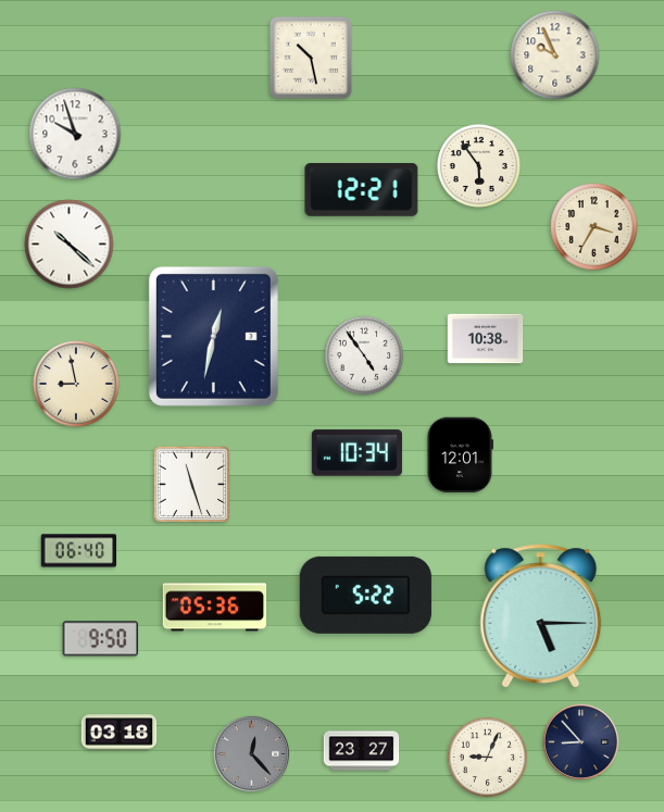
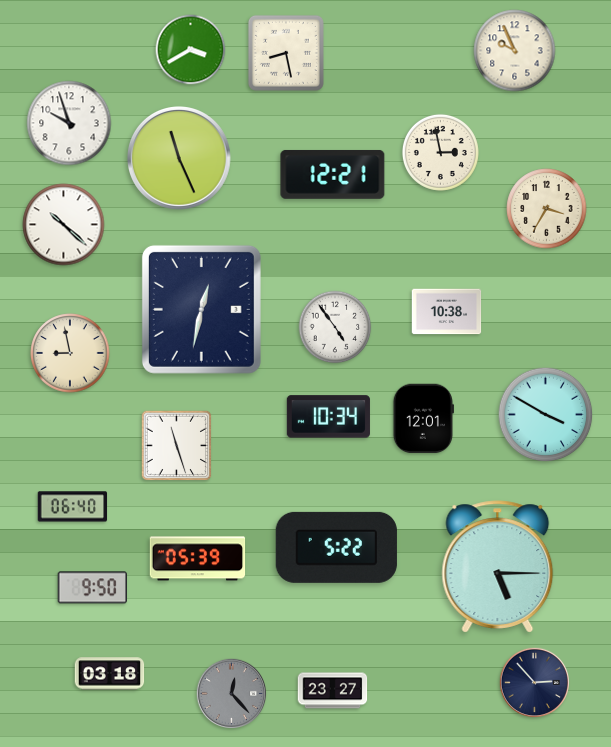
clock at (191, 50): none -> 3:40
clock at (555, 55) position: (555, 55) -> (515, 51)
clock at (311, 58): 10:28 -> 8:28
clock at (478, 165): 5:54 -> 2:58
clock at (180, 159): none -> 11:26
clock at (213, 336) position: (213, 336) -> (201, 309)
clock at (546, 415): none -> 3:50
clock at (215, 608): 05:36 -> 05:39
clock at (580, 741): 8:53 -> 2:53
clock at (488, 758): 9:04 -> none
